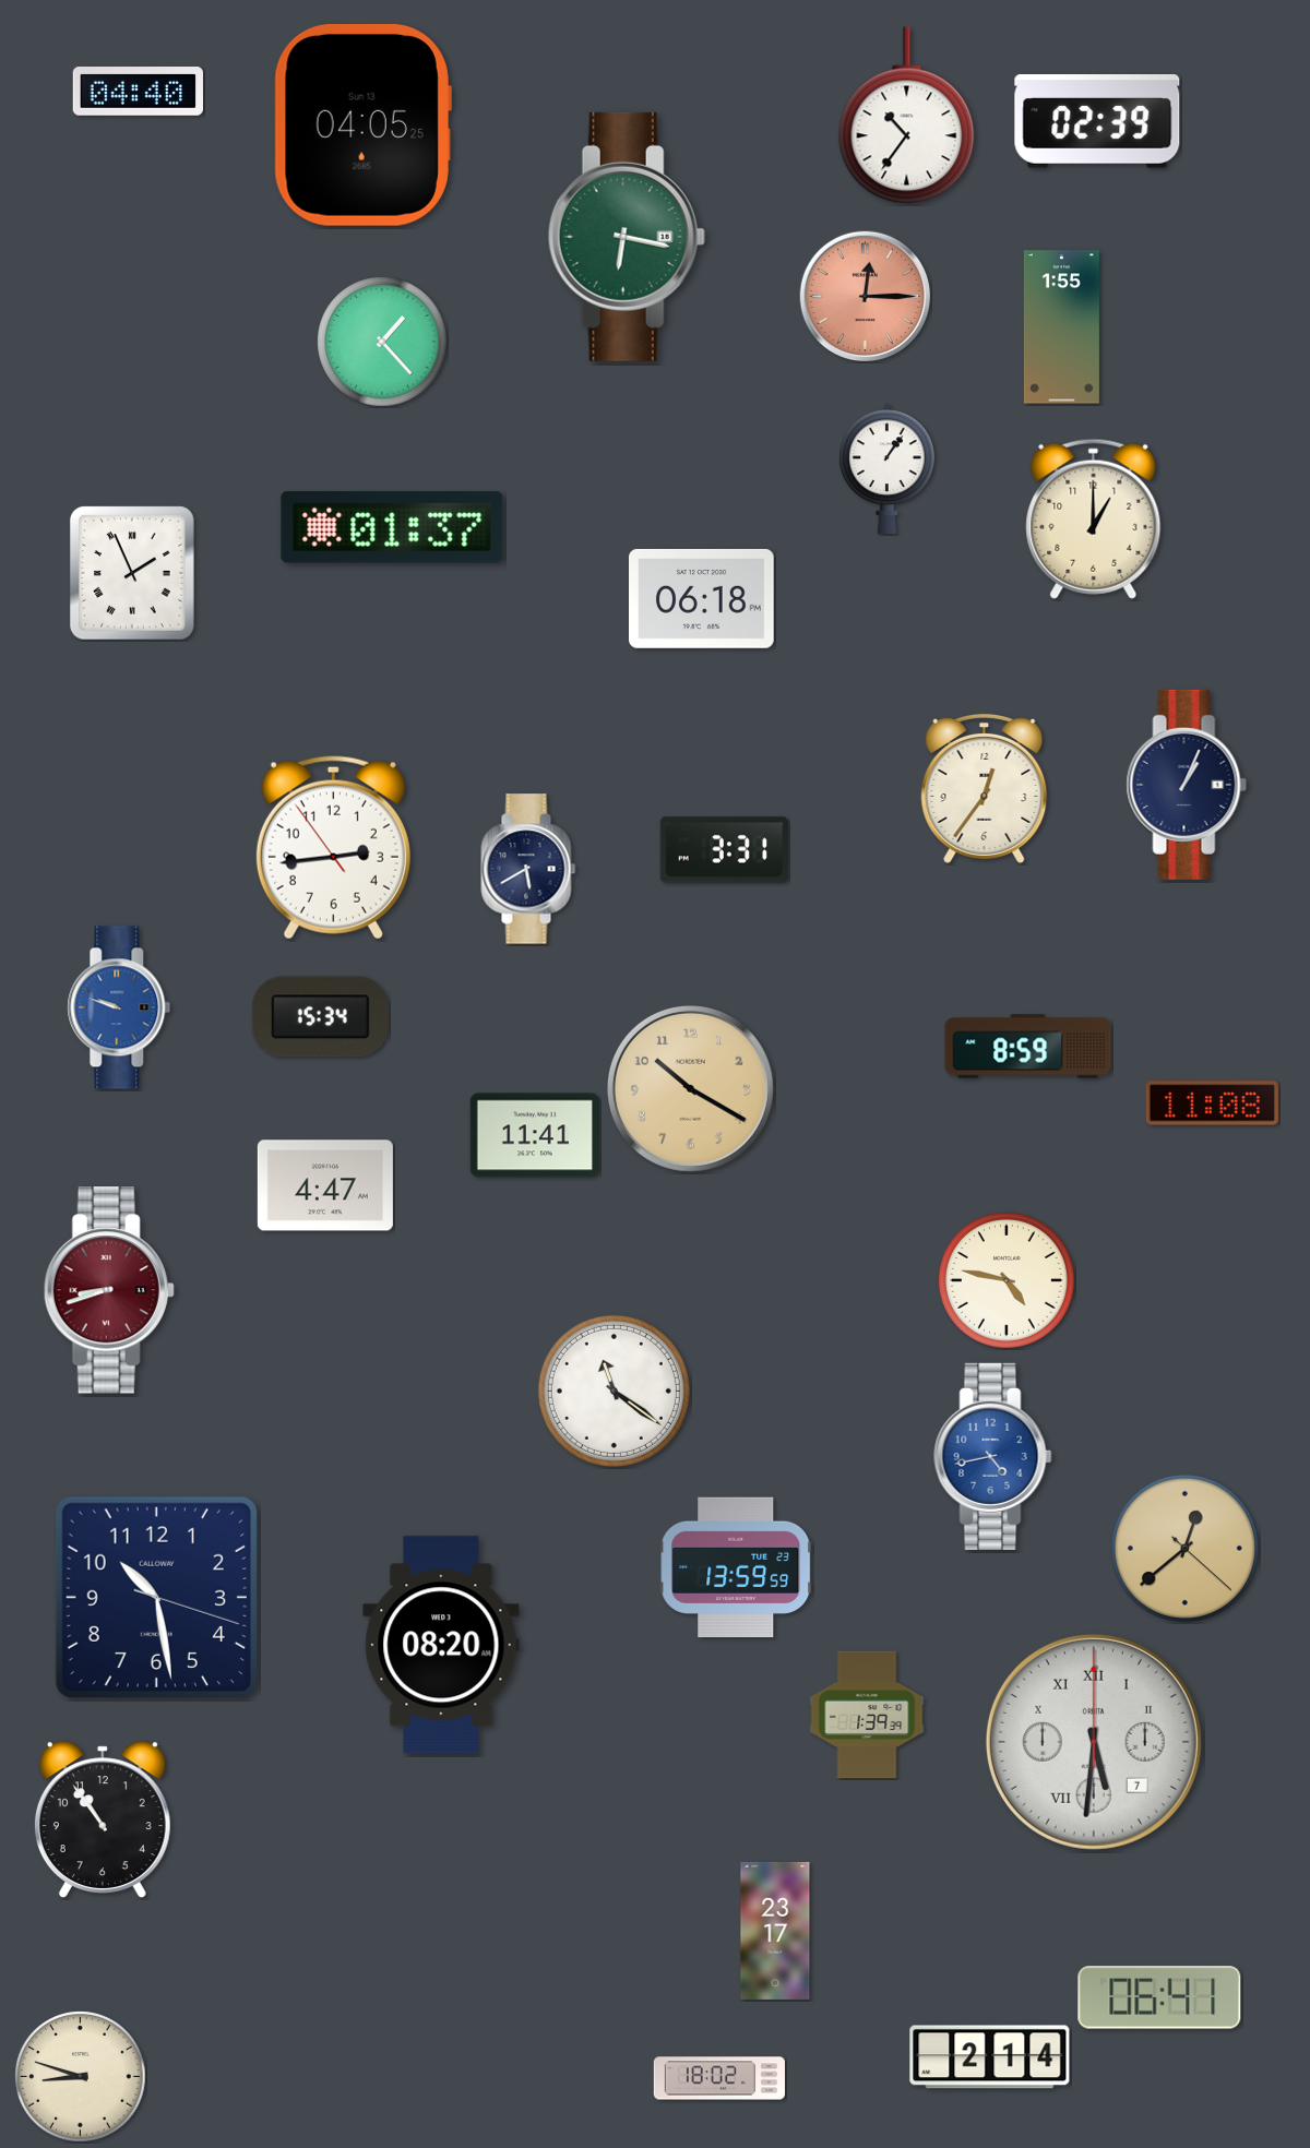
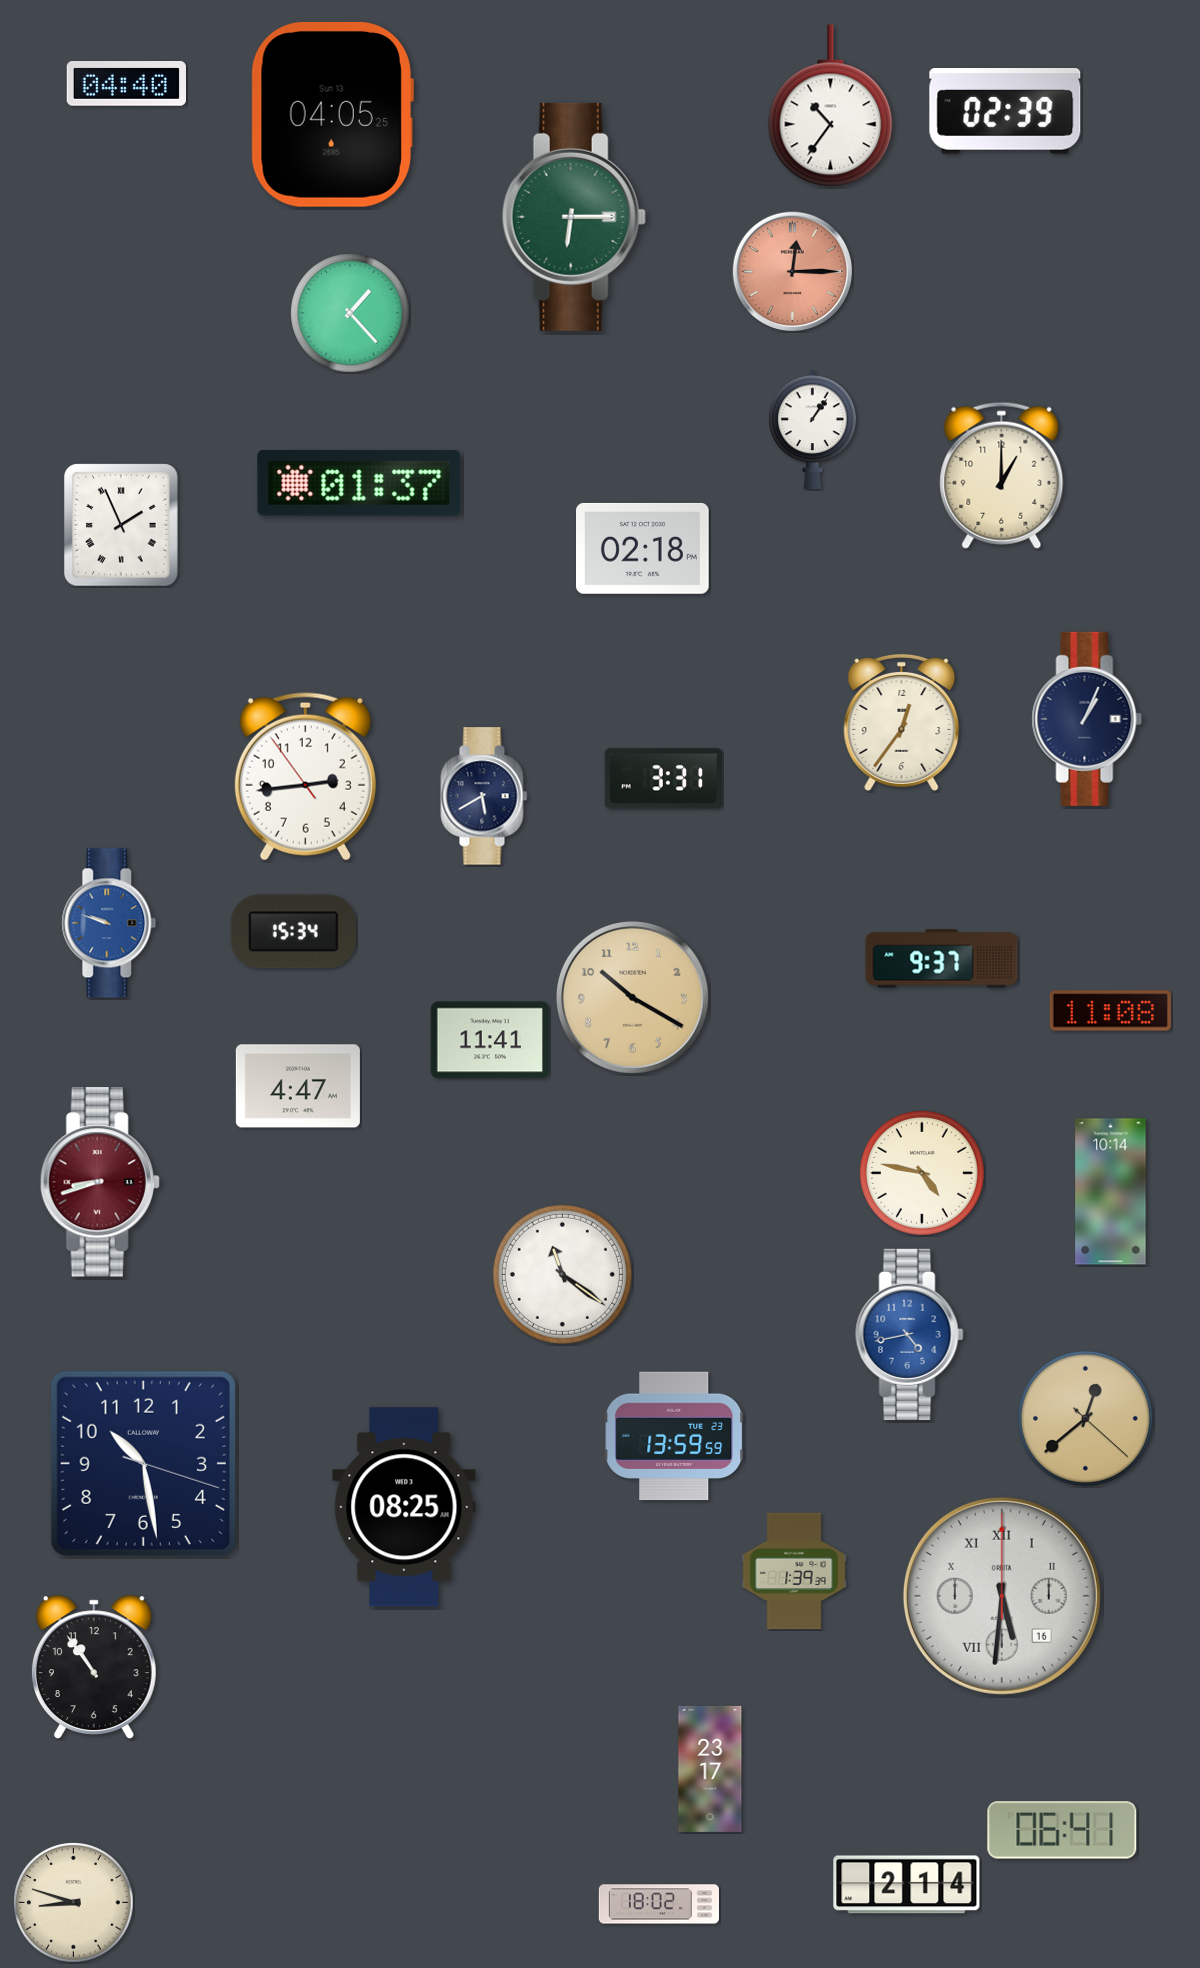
clock at (627, 237): 6:17 -> 6:15
clock at (1061, 327): 1:55 -> none
clock at (702, 598): 06:18 -> 02:18
clock at (1028, 1047): 8:59 -> 9:37
clock at (1111, 1192): none -> 10:14
clock at (441, 1645): 08:20 -> 08:25
clock at (1094, 1742) date: 7 -> 16
